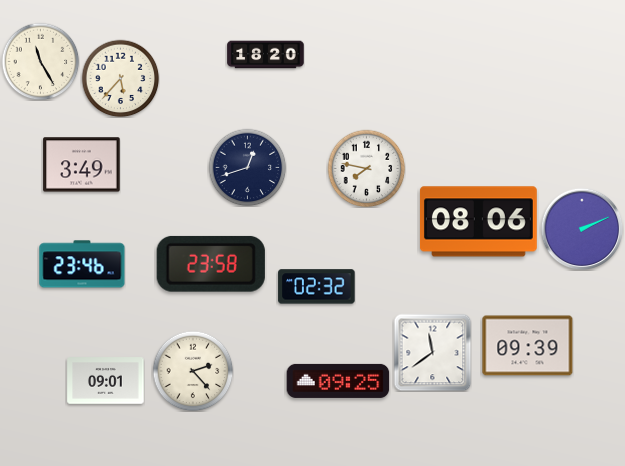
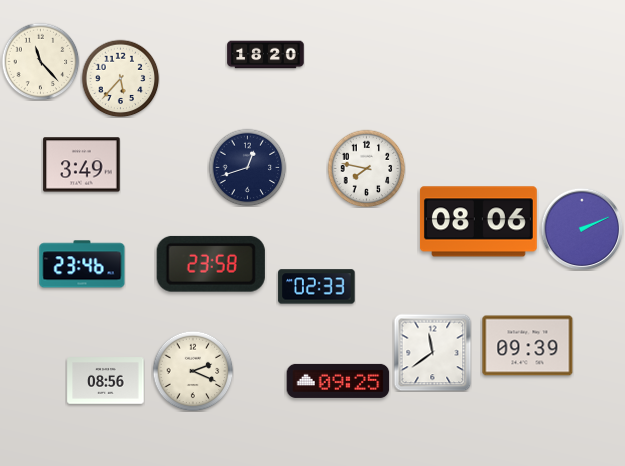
clock at (40, 61): 11:25 -> 11:23
clock at (317, 287): 02:32 -> 02:33
clock at (193, 371): 2:23 -> 2:19
clock at (106, 381): 09:01 -> 08:56
